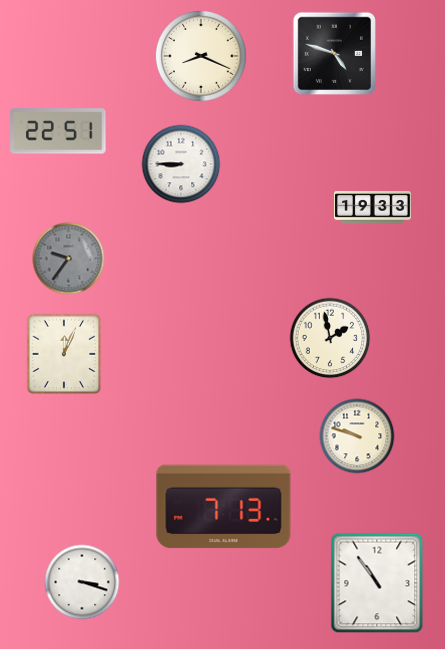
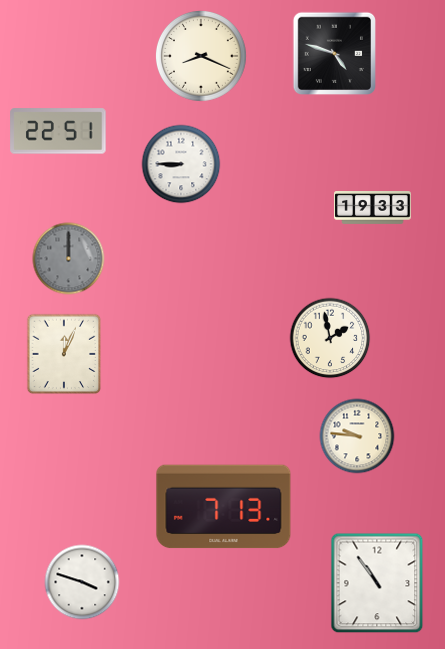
clock at (69, 259): 9:36 -> 12:00
clock at (357, 436): 9:48 -> 9:46
clock at (82, 582): 3:18 -> 3:48
